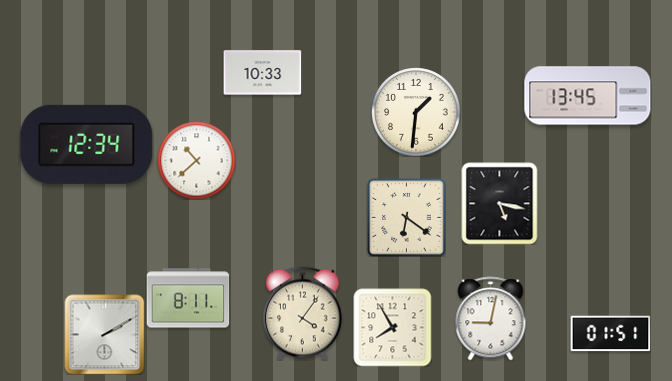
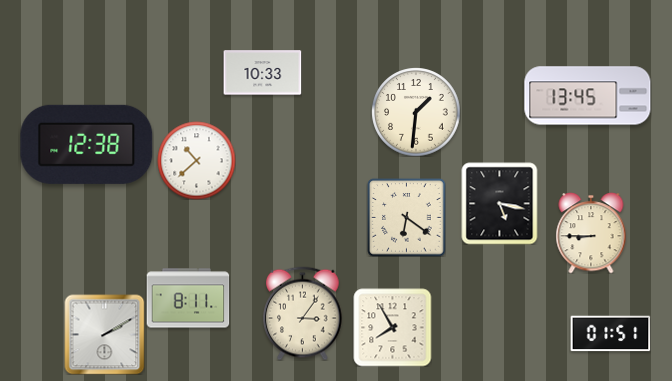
clock at (87, 144): 12:34 -> 12:38
clock at (591, 233): none -> 8:45
clock at (303, 313): 4:06 -> 3:06
clock at (491, 318): 9:02 -> none
